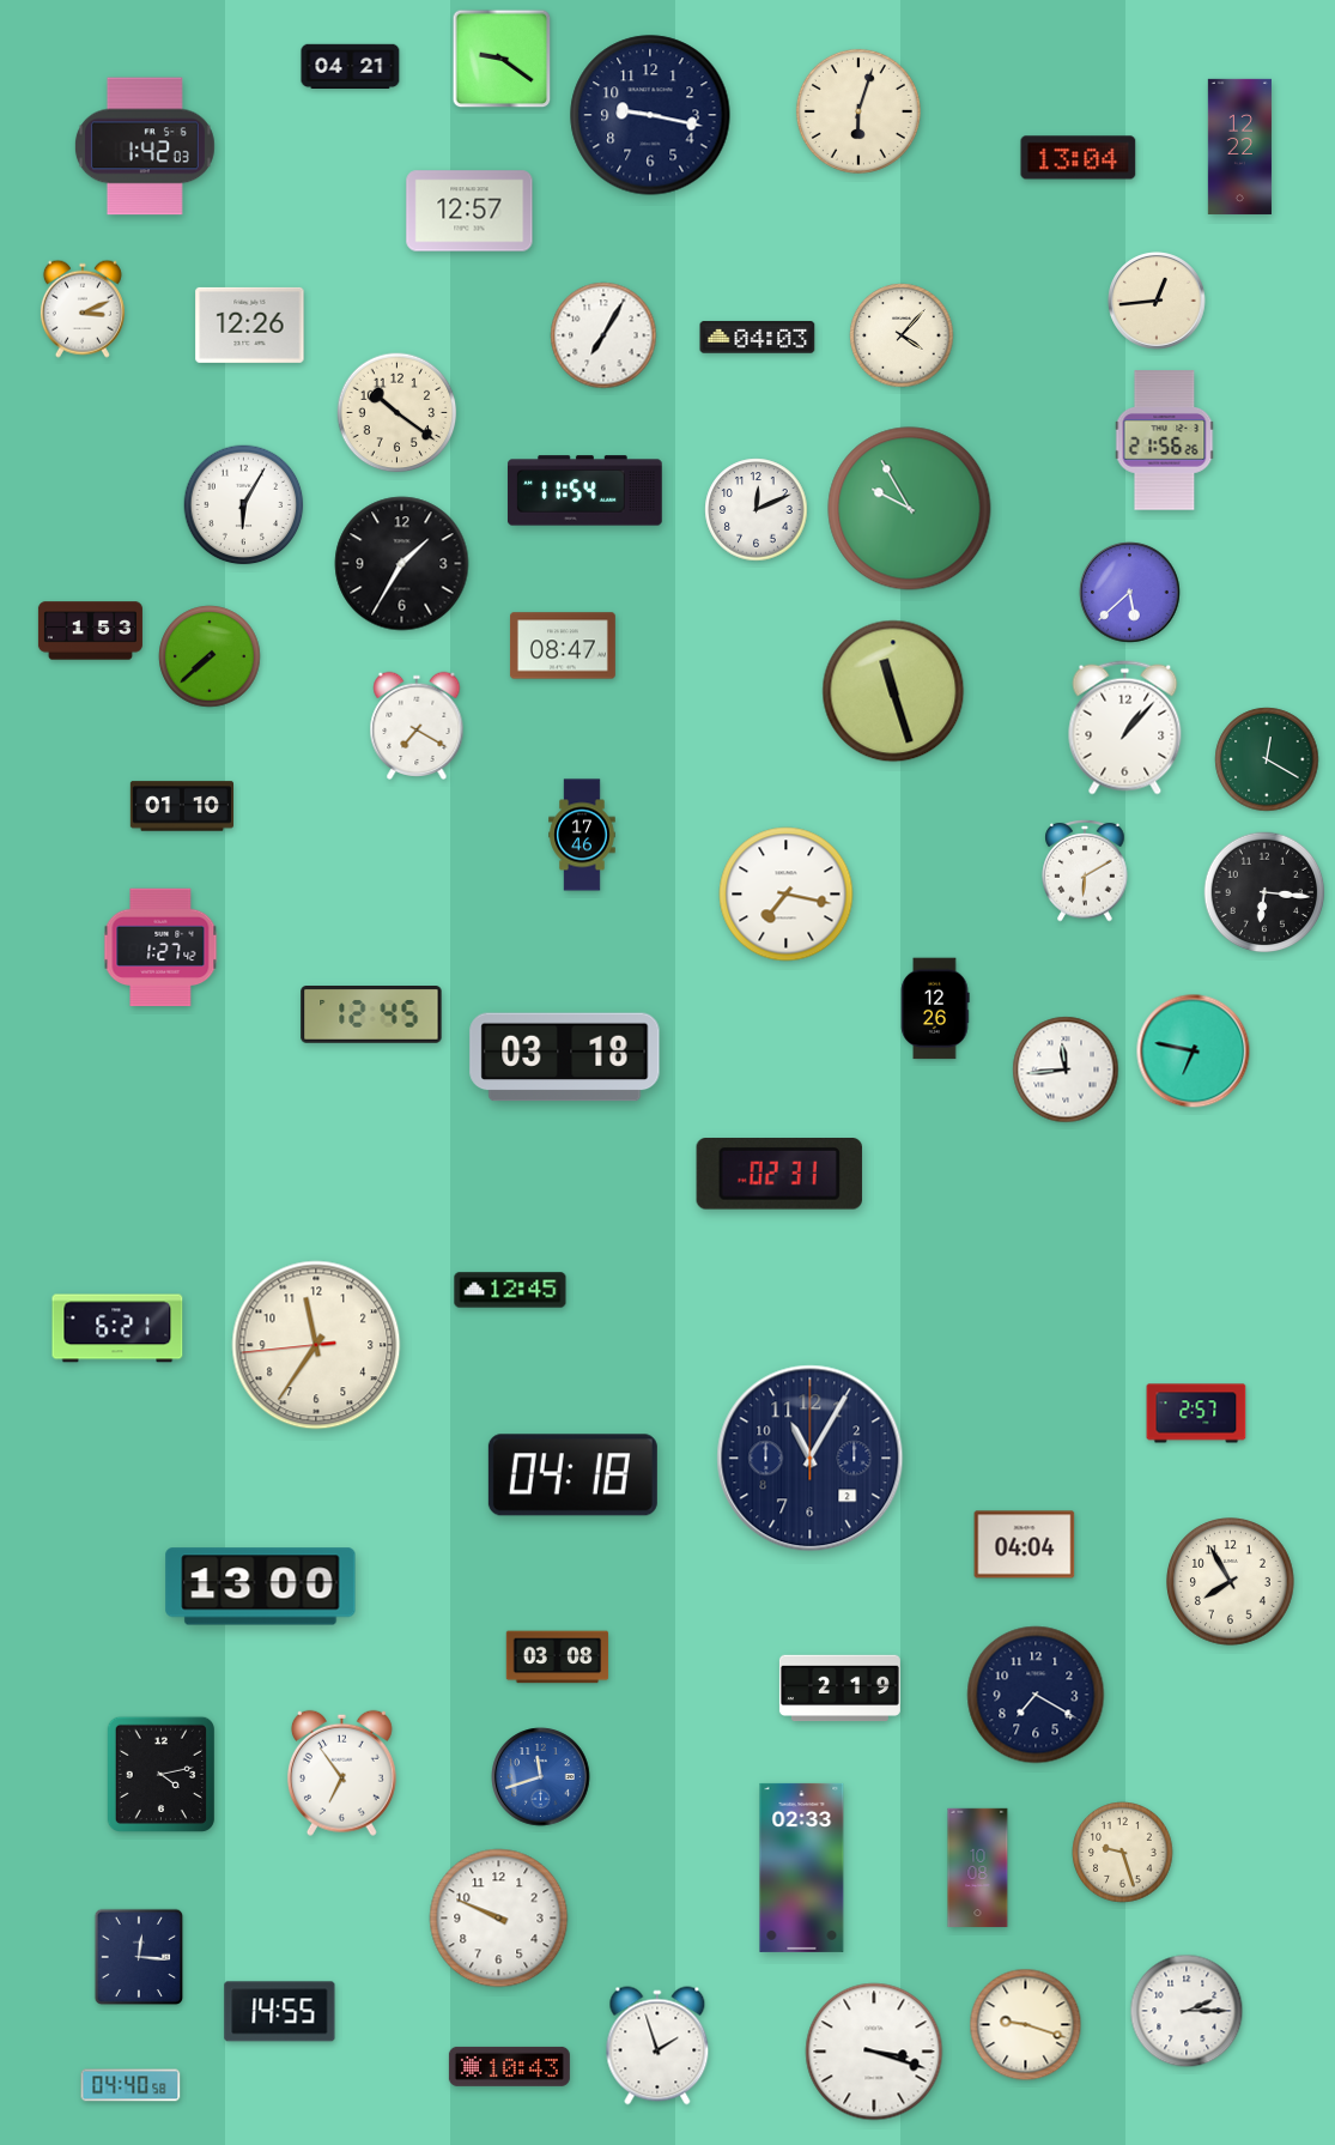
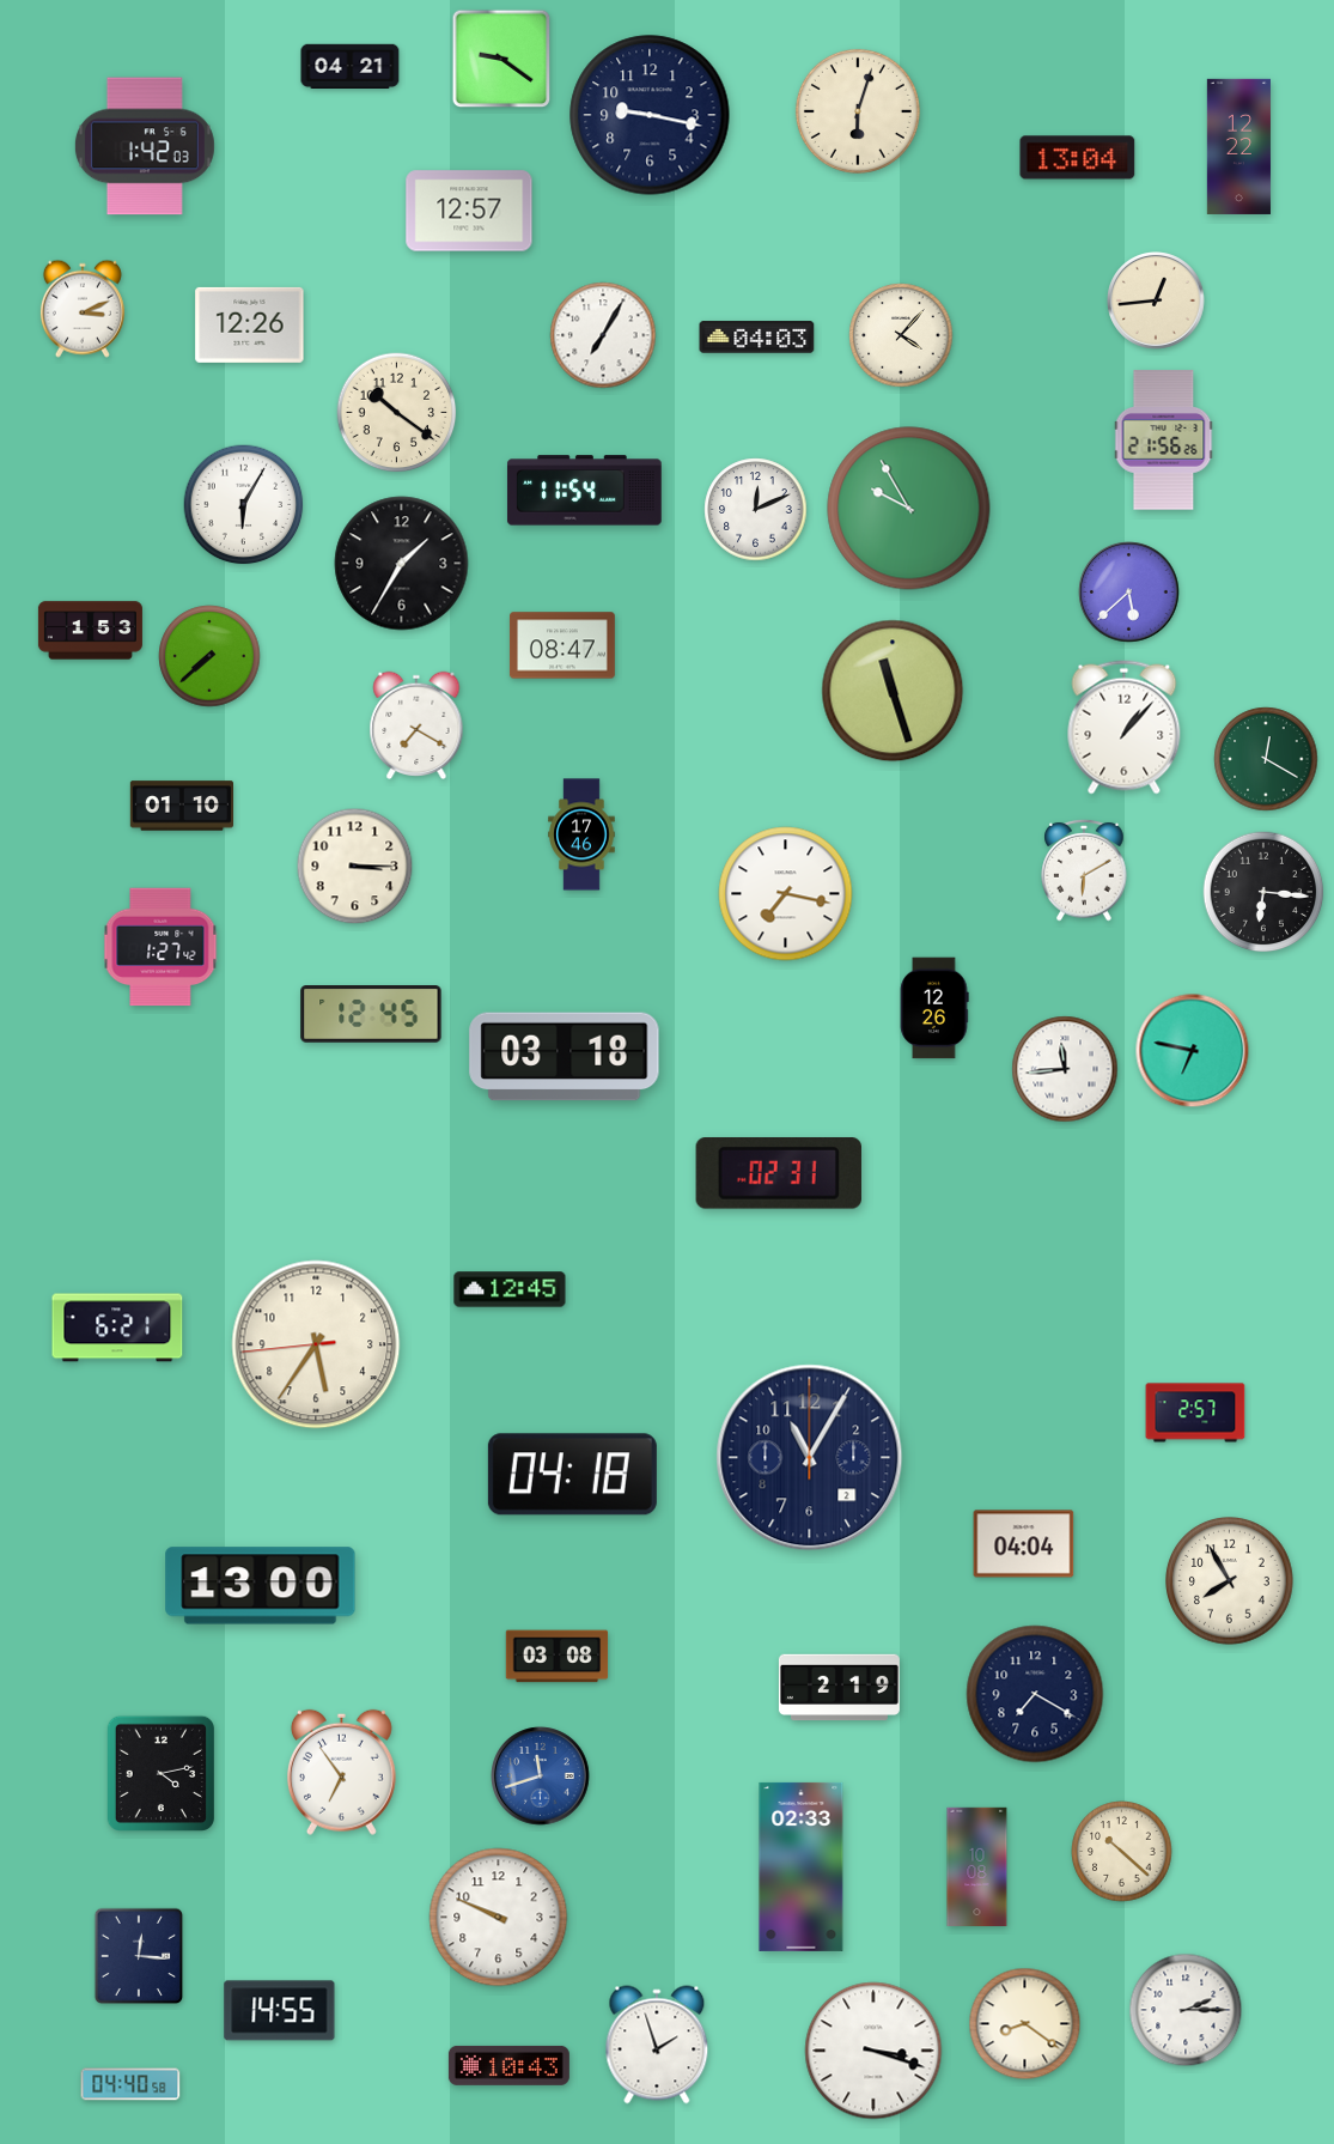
clock at (355, 867): none -> 3:15
clock at (316, 1345): 11:35 -> 5:35
clock at (1123, 1853): 9:27 -> 10:22
clock at (1026, 2025): 9:18 -> 8:21
